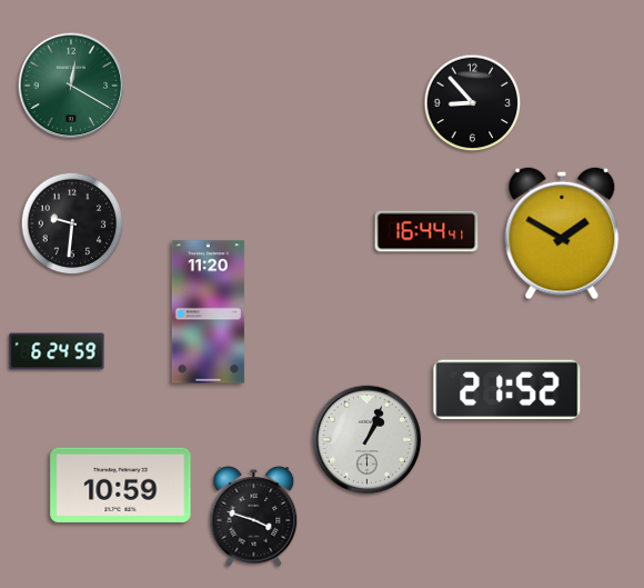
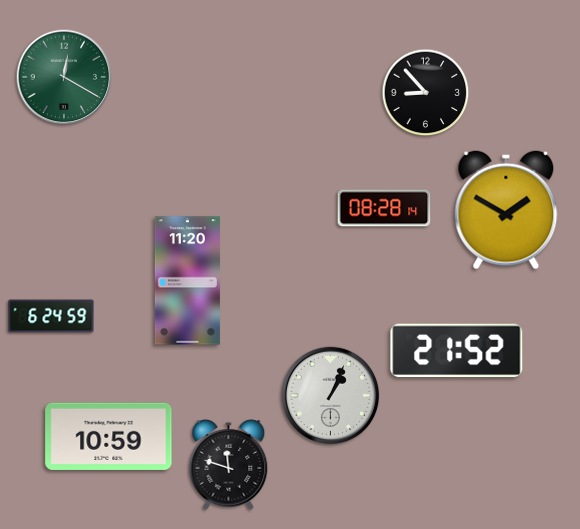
clock at (72, 223): 9:31 -> none
clock at (426, 231): 16:44 -> 08:28
clock at (254, 516): 3:48 -> 11:48
